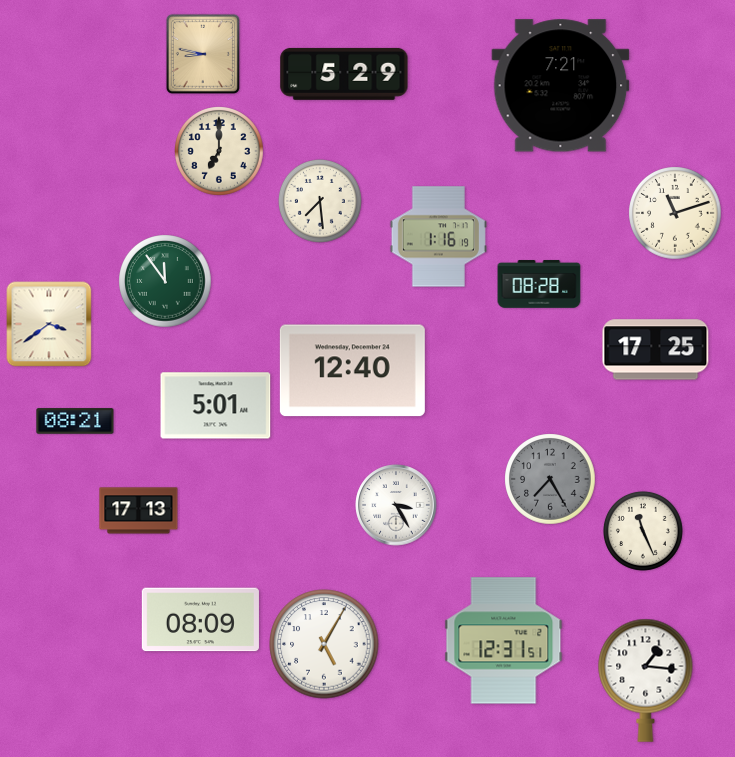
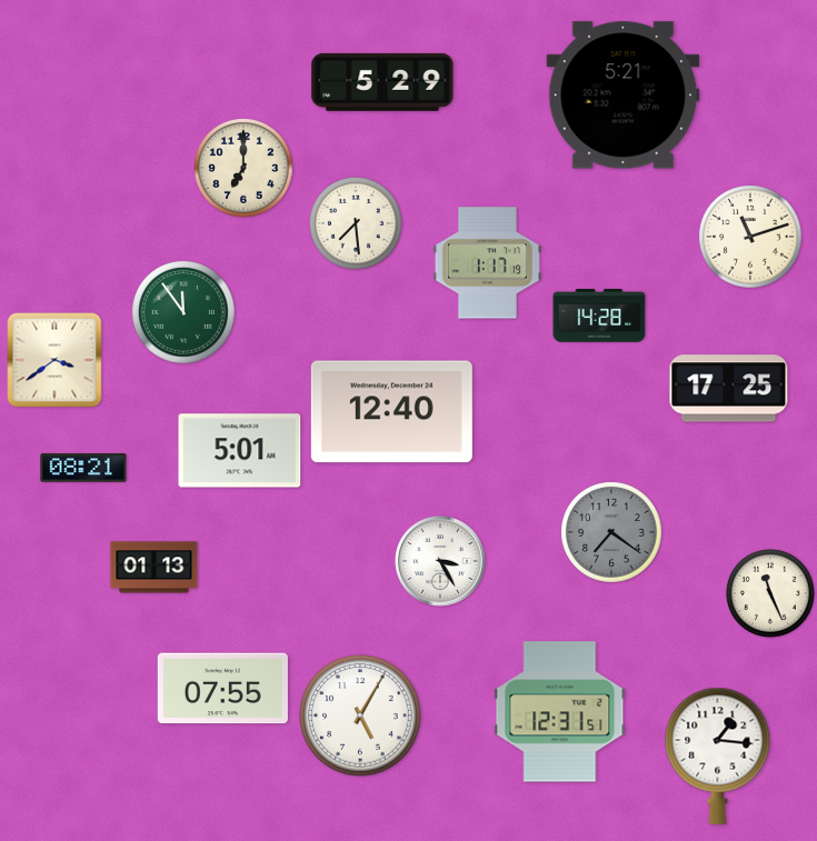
clock at (203, 54): 8:47 -> none
clock at (561, 86): 7:21 -> 5:21
clock at (438, 237): 1:16 -> 1:17
clock at (539, 284): 08:28 -> 14:28
clock at (550, 479): 7:25 -> 7:21
clock at (139, 511): 17:13 -> 01:13
clock at (643, 531) position: (643, 531) -> (770, 593)
clock at (200, 620): 08:09 -> 07:55
